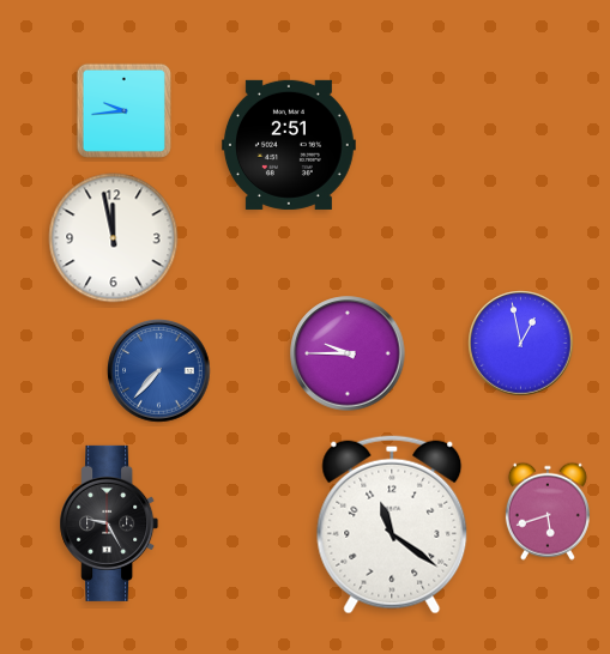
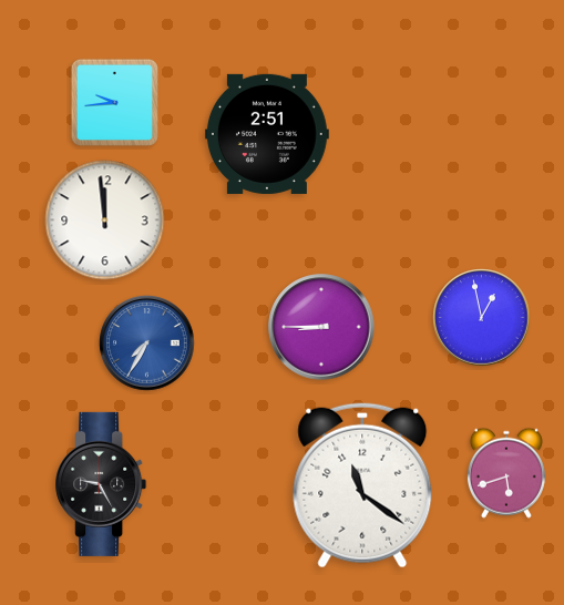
clock at (114, 238): 11:58 -> 11:59
clock at (348, 353): 9:45 -> 8:45
clock at (159, 371): 7:37 -> 7:35
